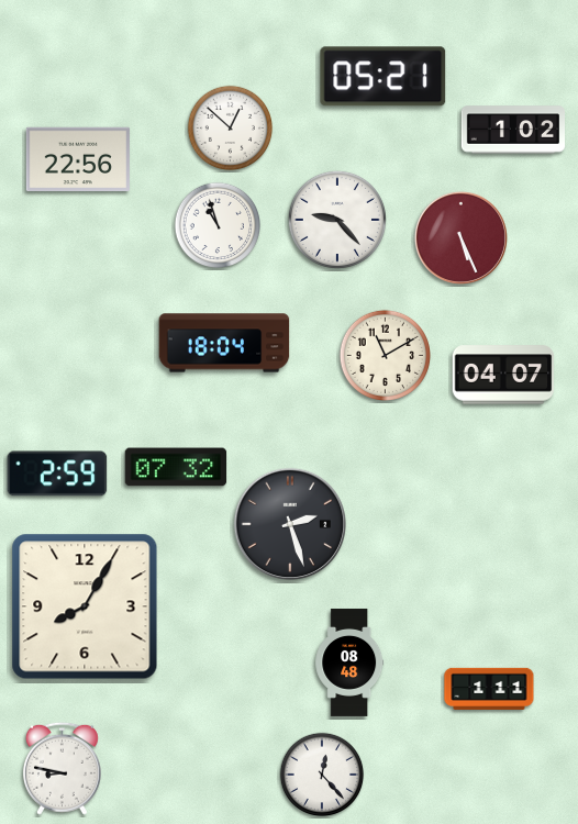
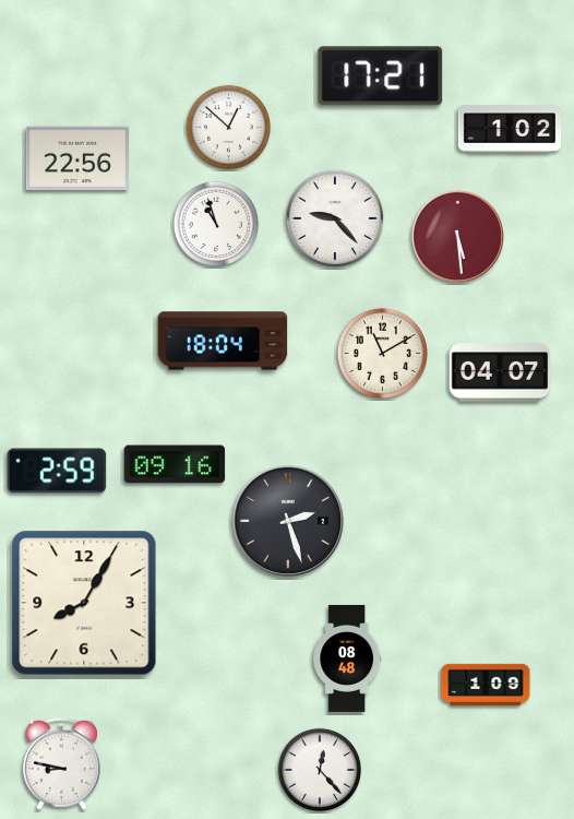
clock at (384, 77): 05:21 -> 17:21
clock at (460, 237): 5:26 -> 5:29
clock at (176, 467): 07:32 -> 09:16
clock at (489, 689): 1:11 -> 1:09
